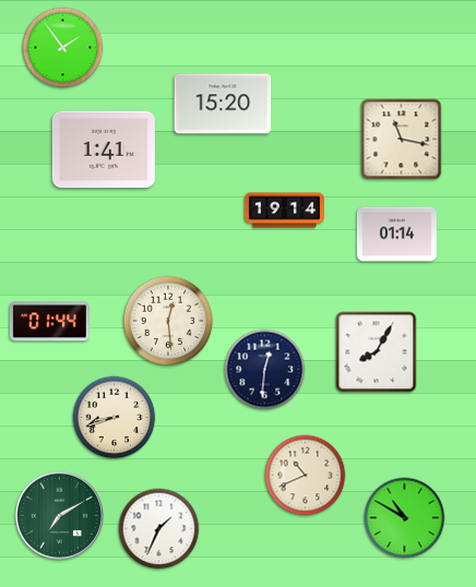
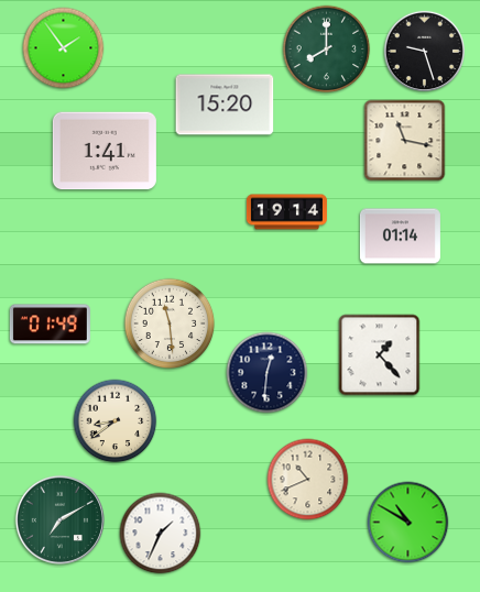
clock at (327, 50): none -> 8:00
clock at (425, 52): none -> 9:27
clock at (168, 321): 12:29 -> 11:29
clock at (49, 322): 01:44 -> 01:49
clock at (377, 352): 8:05 -> 1:23
clock at (115, 418): 8:42 -> 8:39
